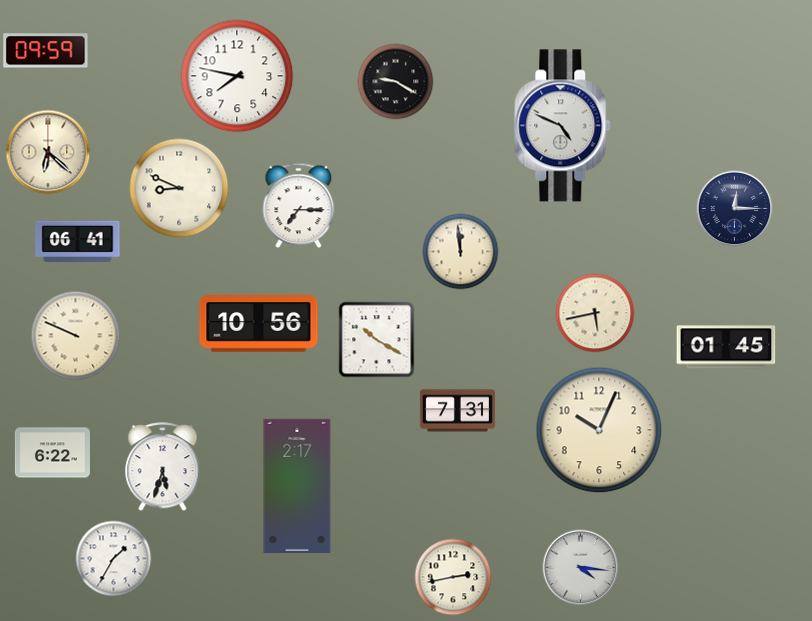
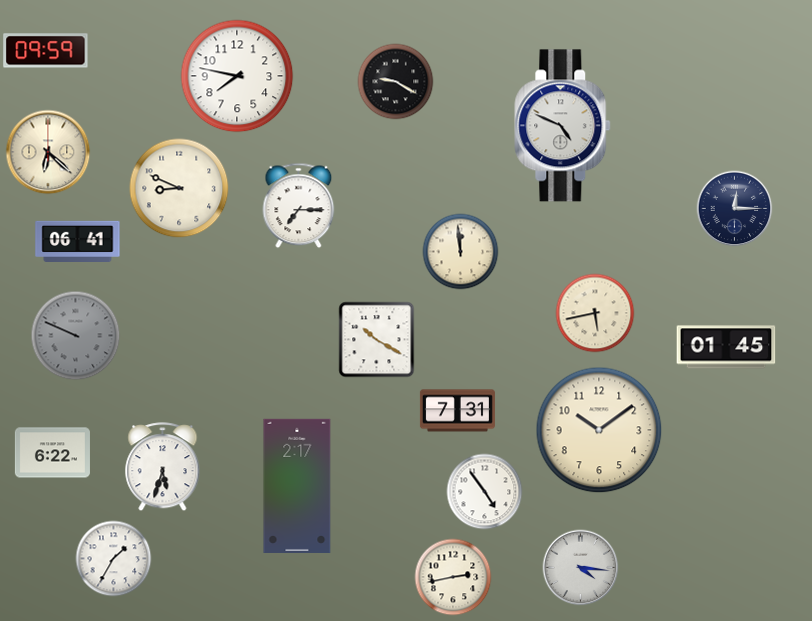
clock at (259, 324): 10:56 -> none
clock at (76, 336) dial: cream -> grey
clock at (599, 430): 10:04 -> 10:09
clock at (485, 492): none -> 4:54
